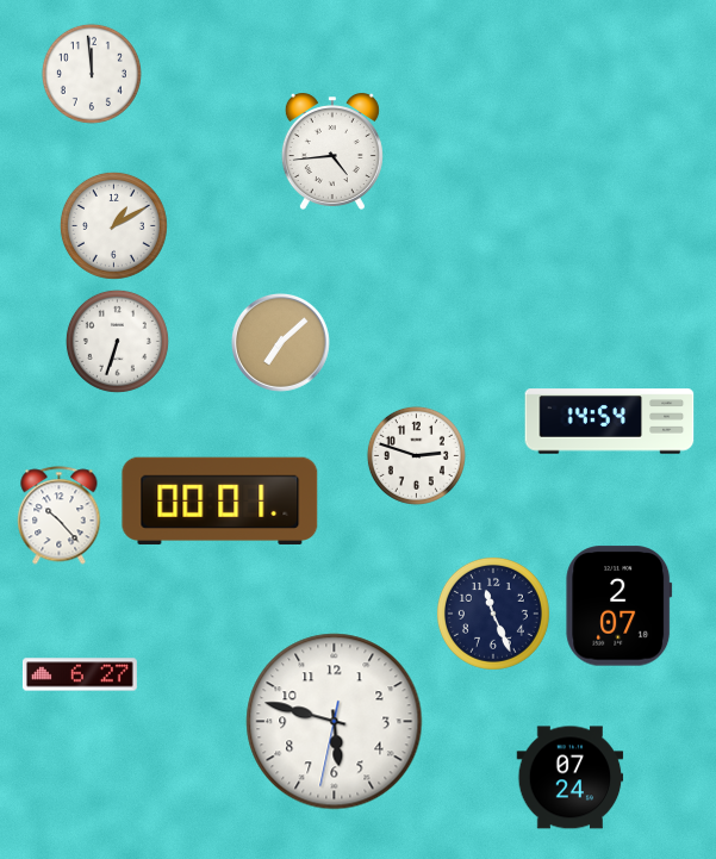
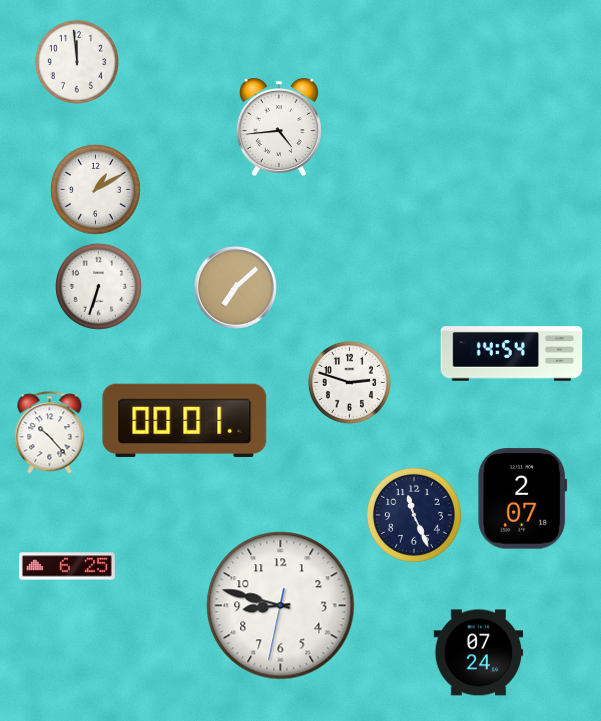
clock at (620, 606) position: (620, 606) -> (523, 499)
clock at (80, 674): 6:27 -> 6:25
clock at (335, 722): 5:47 -> 8:47
